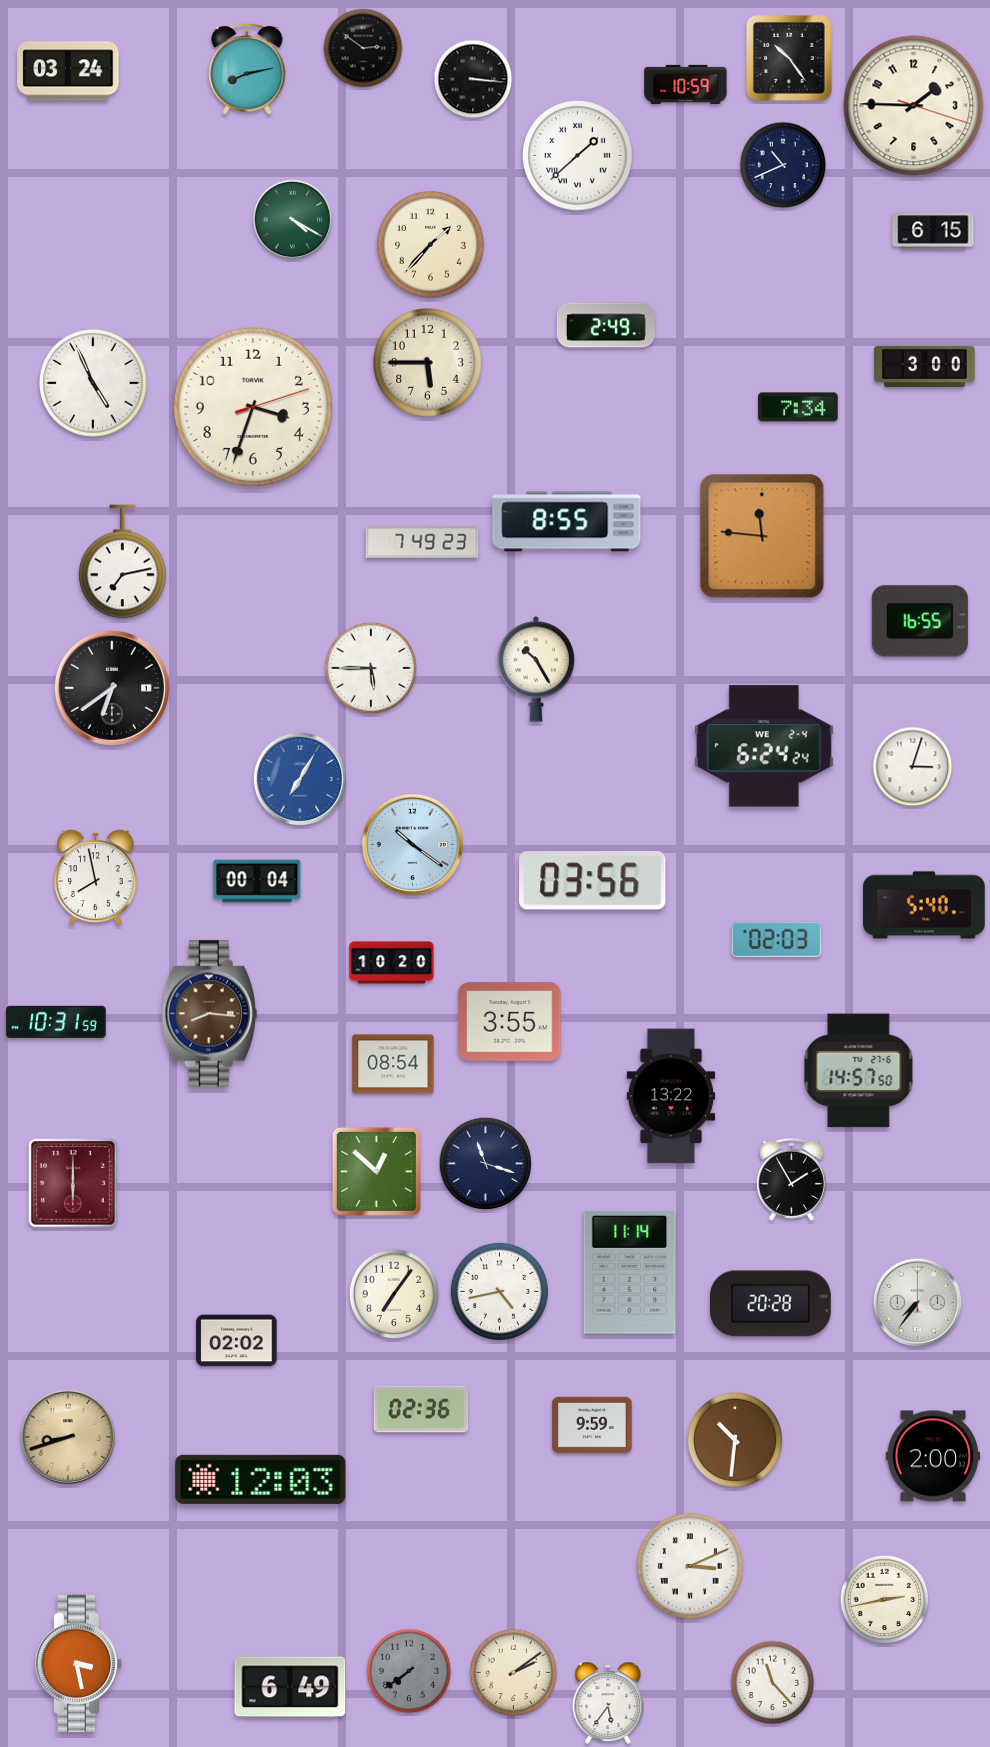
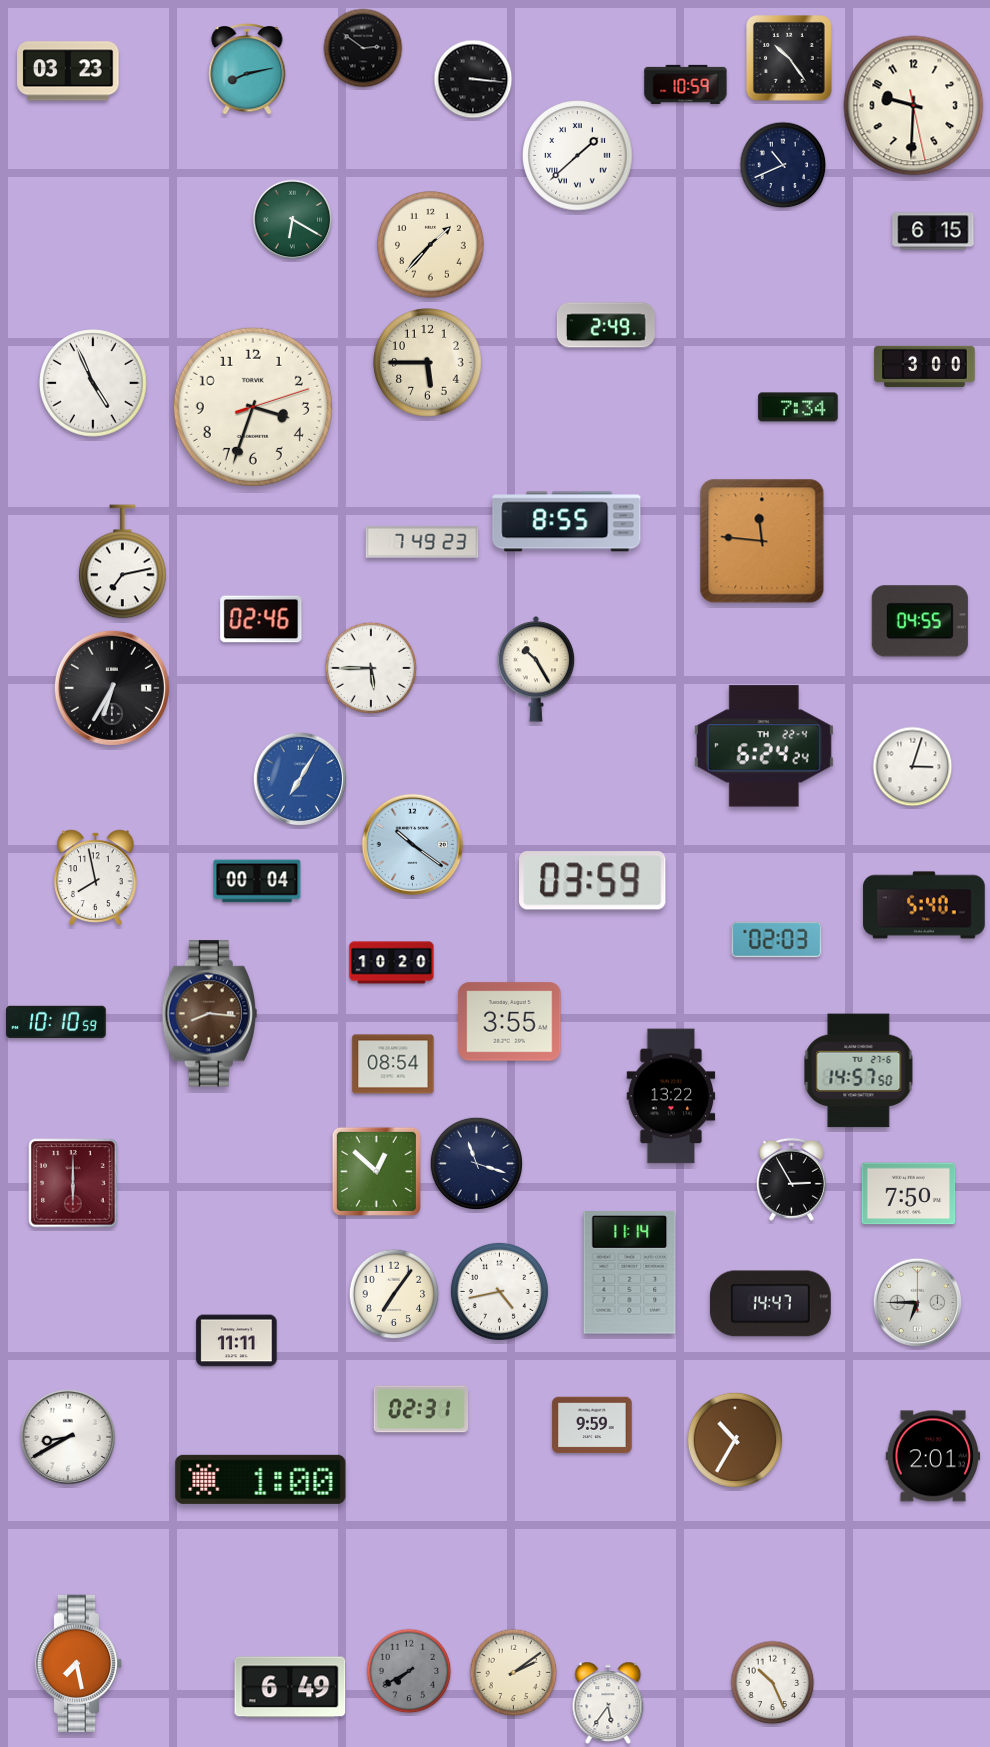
clock at (68, 71): 03:24 -> 03:23
clock at (914, 106): 1:45 -> 9:30
clock at (293, 220): 4:20 -> 6:20
clock at (762, 536) position: (762, 536) -> (762, 541)
clock at (261, 619): none -> 02:46
clock at (920, 621): 16:55 -> 04:55
clock at (112, 688): 6:39 -> 6:35
clock at (764, 746) date: WE 2-4 -> TH 22-4
clock at (593, 881): 03:56 -> 03:59
clock at (56, 1022): 10:31 -> 10:10
clock at (485, 1163) position: (485, 1163) -> (476, 1163)
clock at (791, 1179): 1:55 -> 2:55
clock at (909, 1194): none -> 7:50
clock at (918, 1303): 7:36 -> 6:45
clock at (770, 1304): 20:28 -> 14:47
clock at (237, 1341): 02:02 -> 11:11
clock at (421, 1409): 02:36 -> 02:31
clock at (68, 1437): 8:42 -> 8:40
clock at (68, 1437) dial: champagne -> white
clock at (735, 1440): 10:31 -> 10:35
clock at (933, 1456): 2:00 -> 2:01
clock at (261, 1479): 12:03 -> 1:00
clock at (691, 1567): 3:11 -> none
clock at (885, 1600): 2:43 -> none
clock at (79, 1663): 3:28 -> 7:28
clock at (409, 1671): 7:39 -> 7:40
clock at (773, 1683): 11:23 -> 10:26
